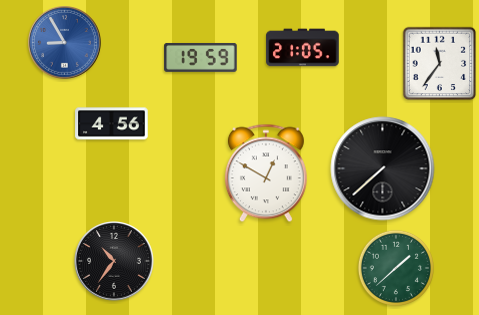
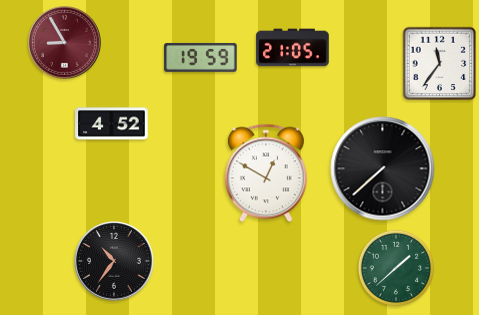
clock at (65, 43) dial: blue -> burgundy
clock at (303, 48) position: (303, 48) -> (293, 48)
clock at (112, 124): 4:56 -> 4:52
